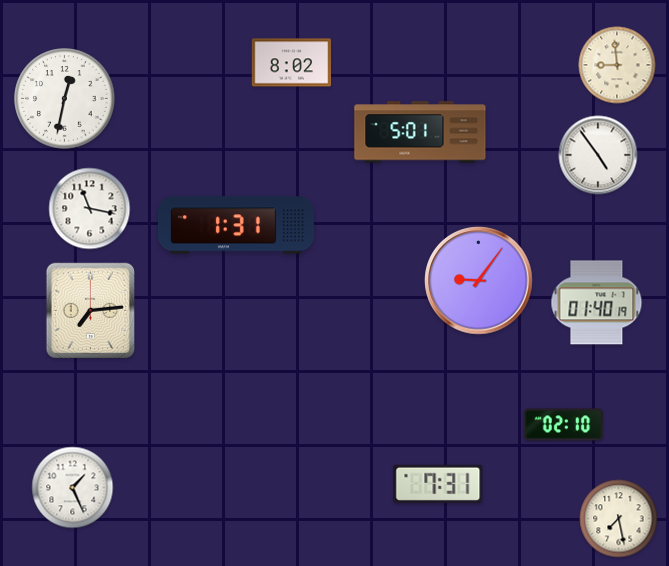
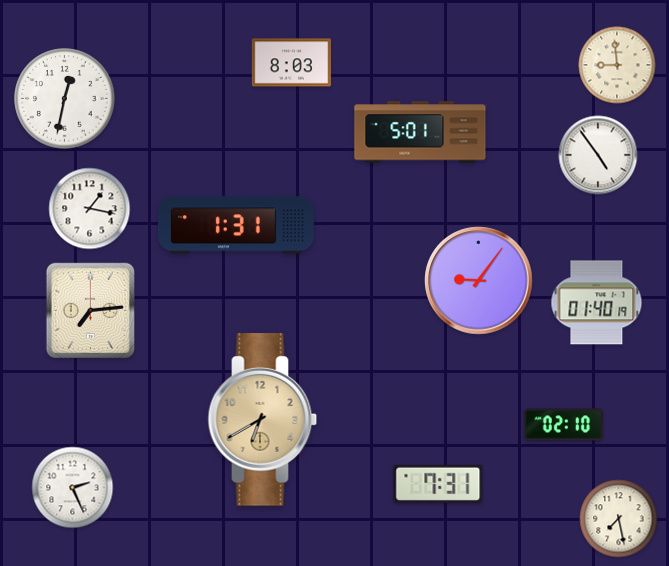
clock at (292, 63): 8:02 -> 8:03
clock at (90, 209): 11:17 -> 1:17
clock at (263, 420): none -> 6:40
clock at (73, 488): 1:26 -> 2:26
